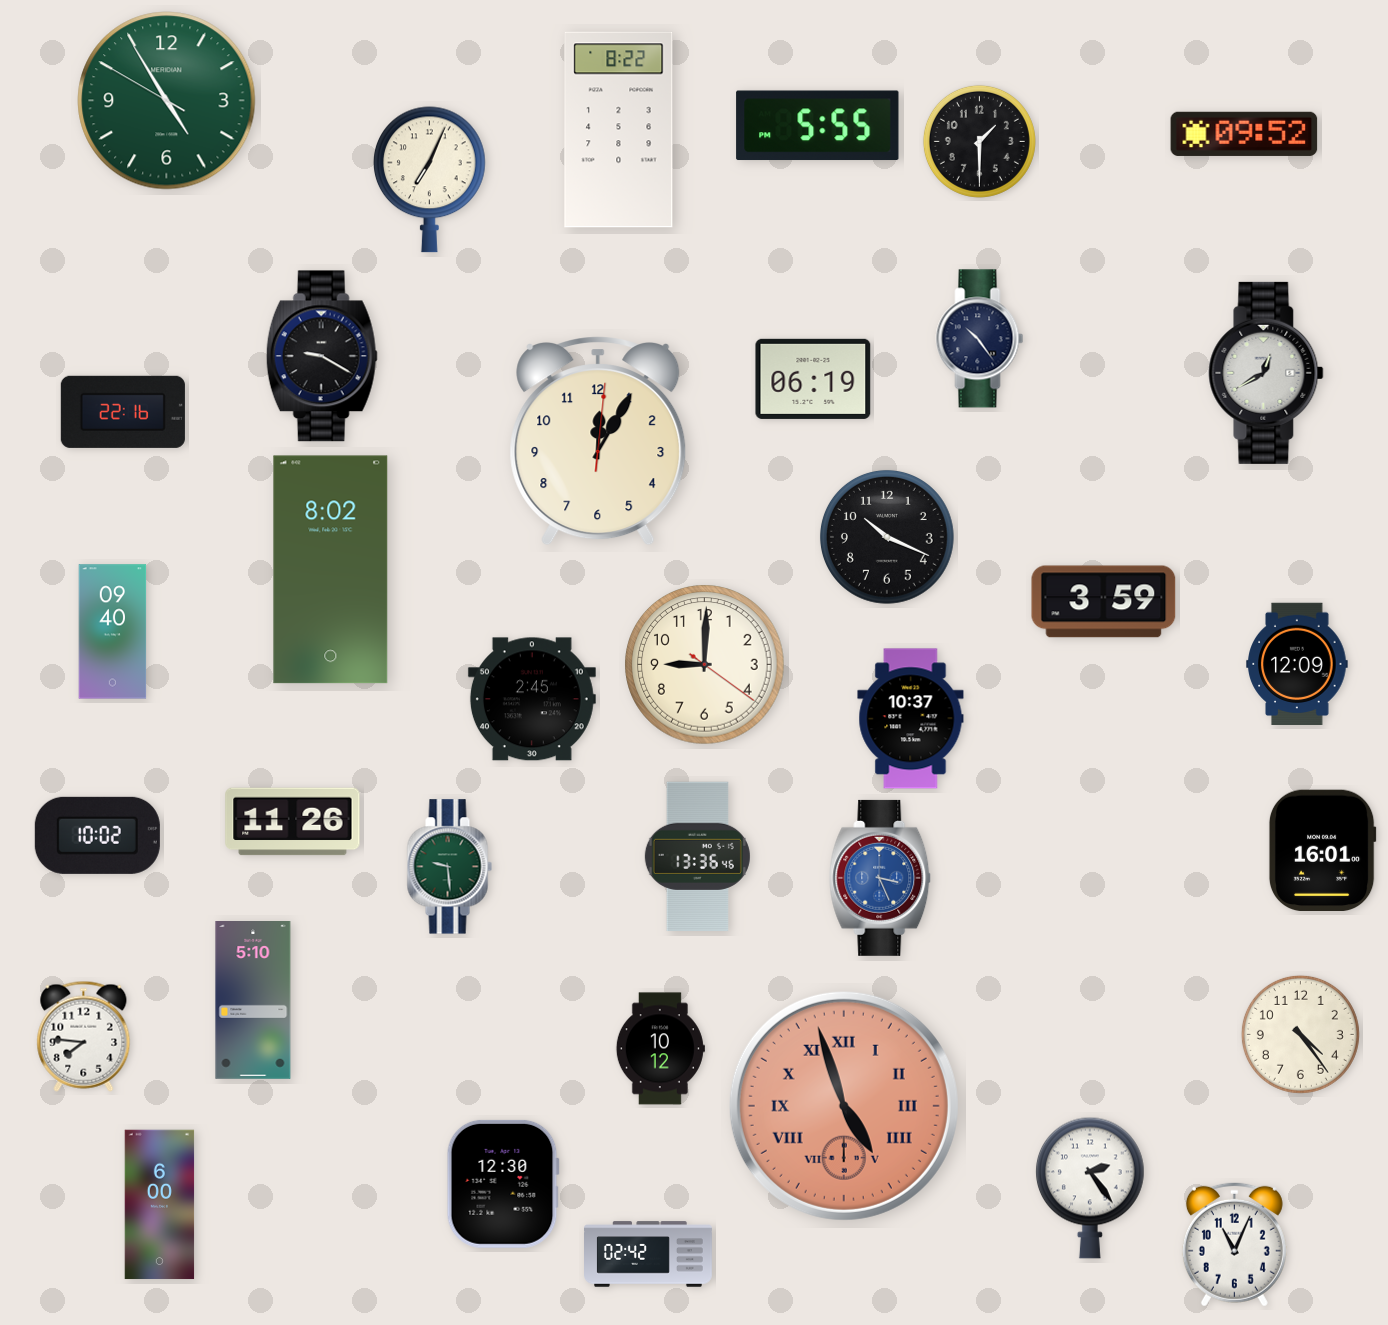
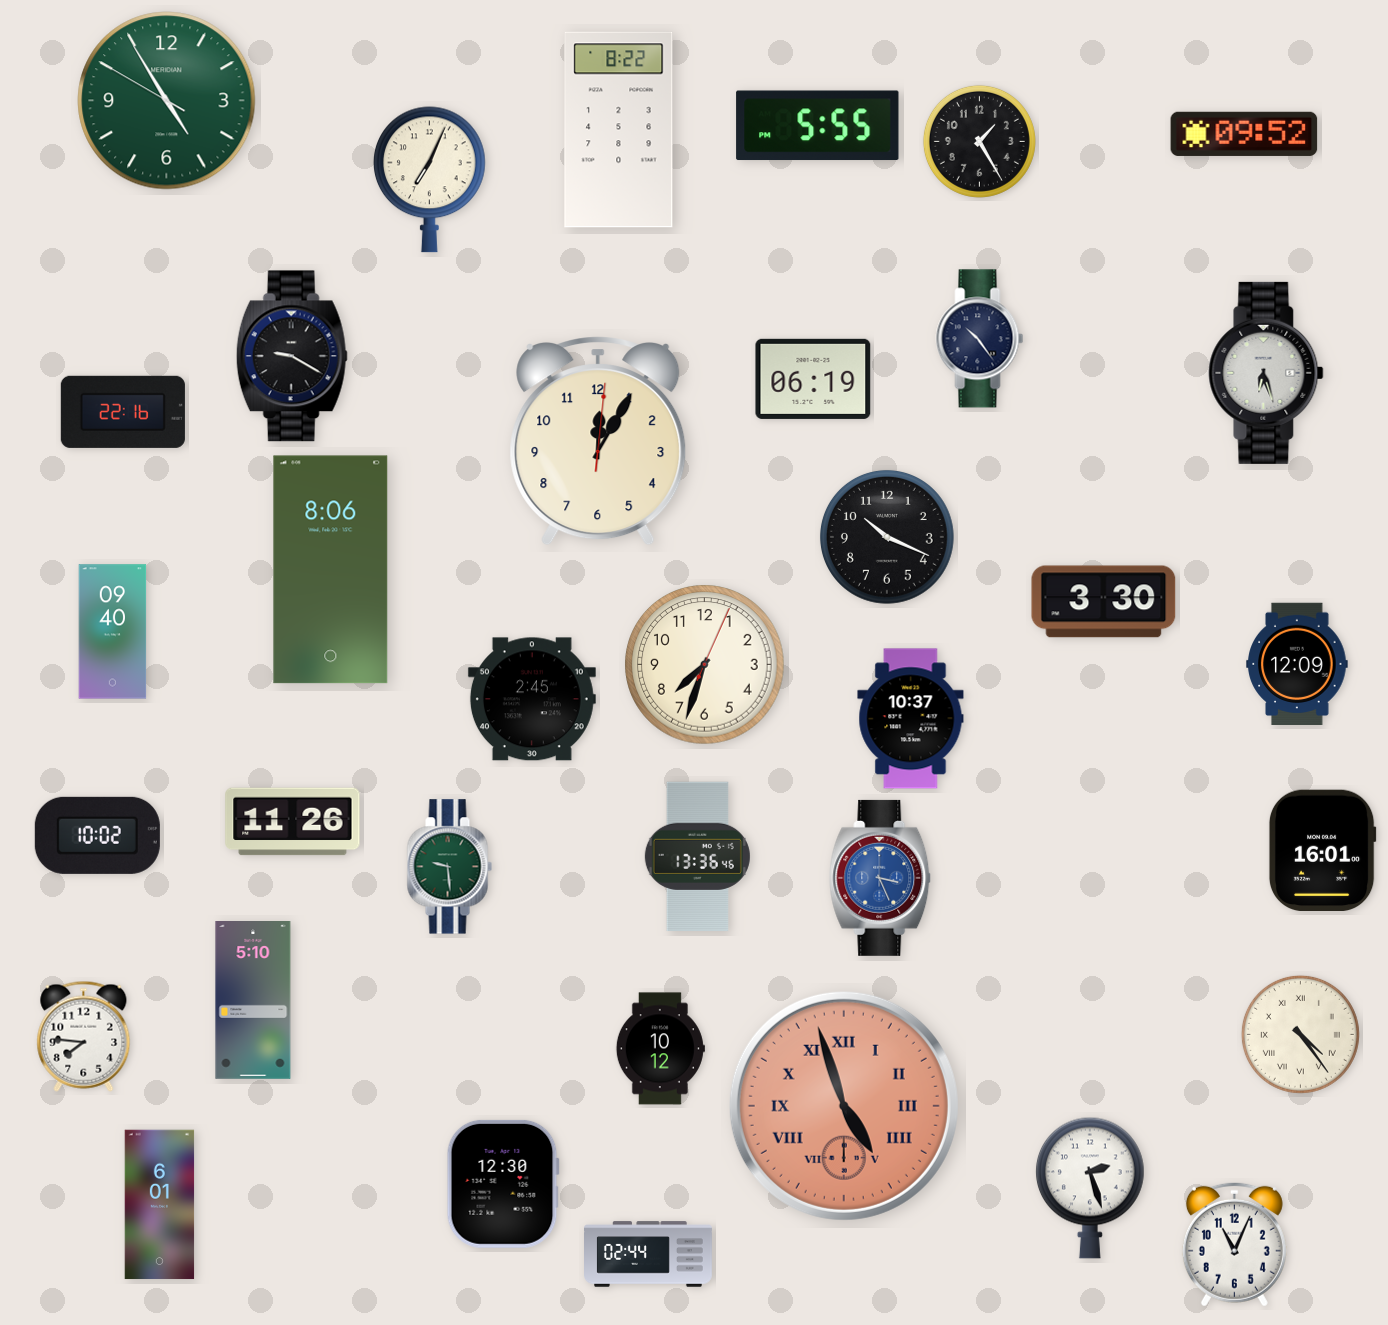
clock at (979, 141): 1:30 -> 1:25
clock at (322, 356) position: (322, 356) -> (292, 356)
clock at (1266, 373): 12:40 -> 6:27
clock at (331, 570): 8:02 -> 8:06
clock at (1104, 602): 3:59 -> 3:30
clock at (705, 665): 9:00 -> 7:33
clock at (1300, 1034) numerals: Arabic -> Roman
clock at (1090, 1188): 2:24 -> 2:27
clock at (160, 1205): 6:00 -> 6:01
clock at (649, 1254): 02:42 -> 02:44
